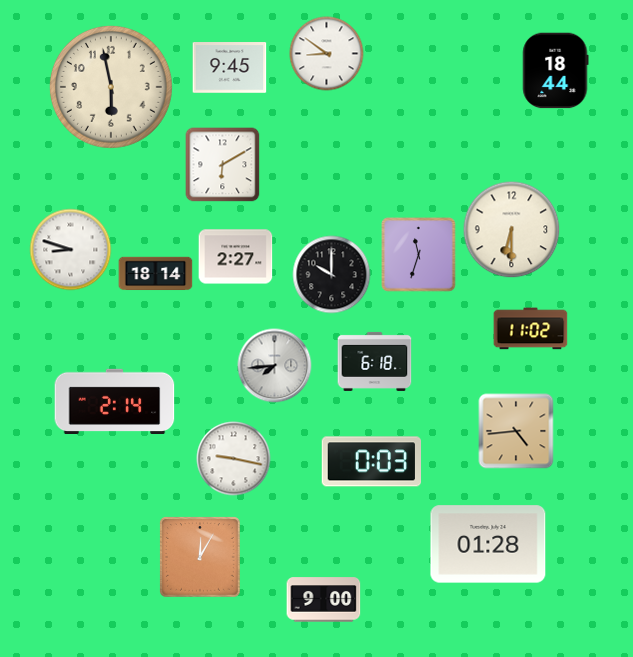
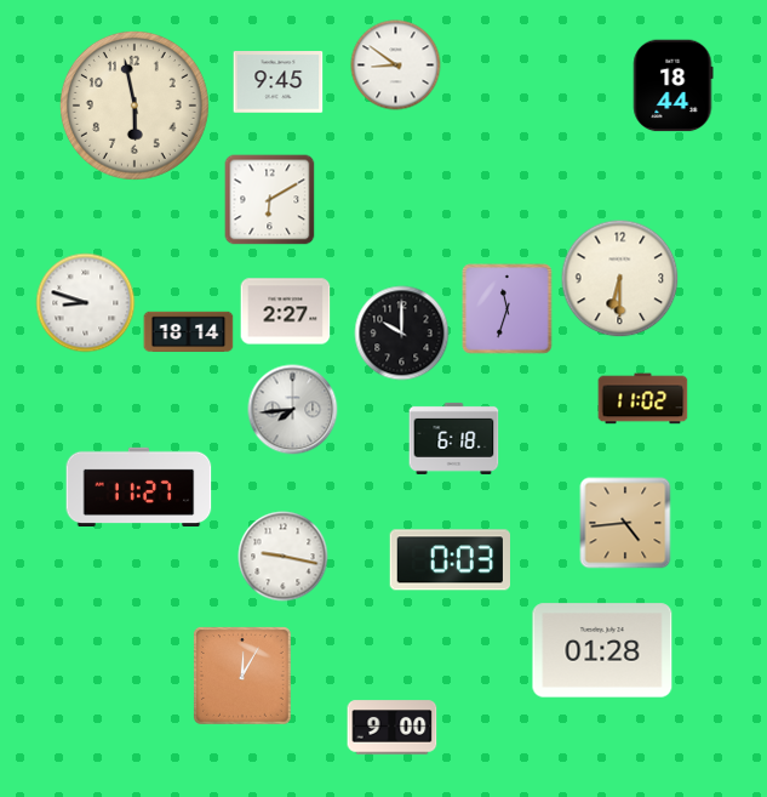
clock at (275, 366) position: (275, 366) -> (293, 410)
clock at (115, 401): 2:14 -> 11:27
clock at (488, 544) position: (488, 544) -> (602, 650)
